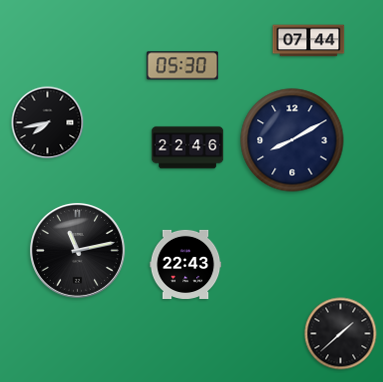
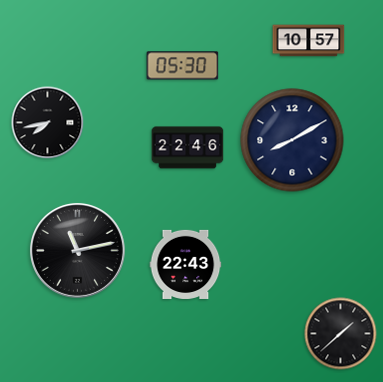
clock at (309, 41): 07:44 -> 10:57
